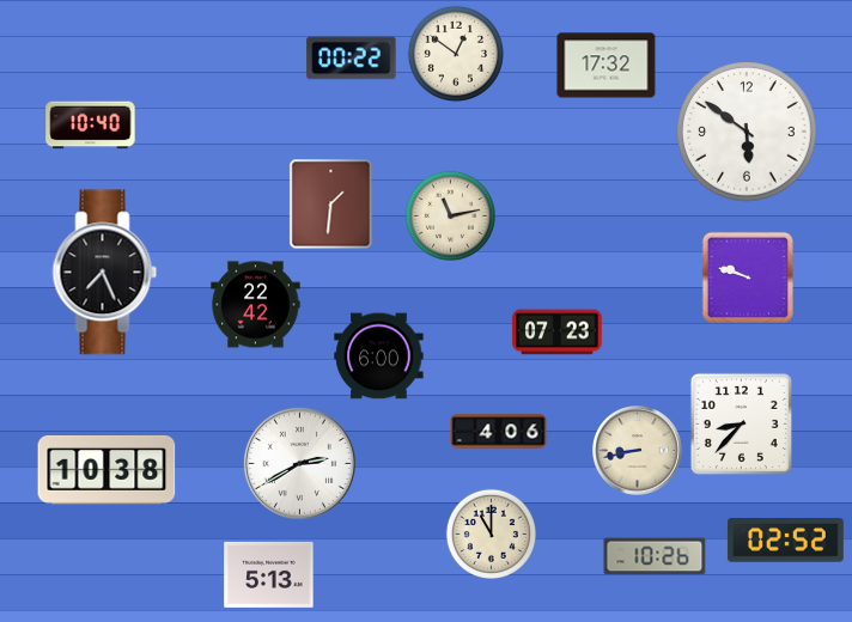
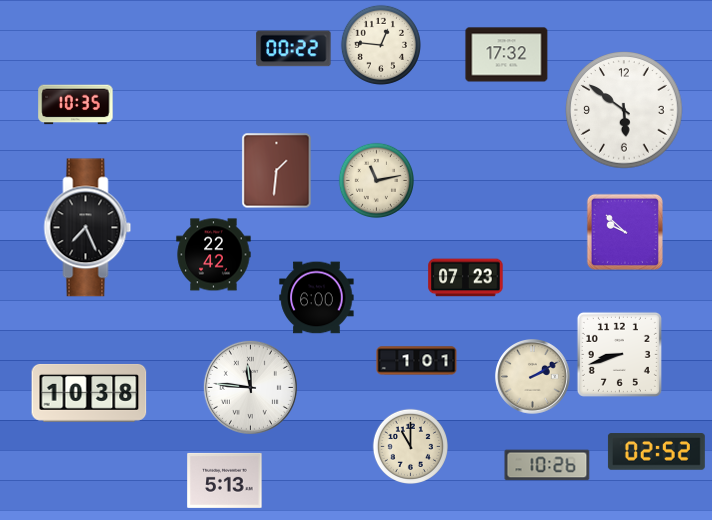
clock at (456, 54): 12:51 -> 12:46
clock at (91, 126): 10:40 -> 10:35
clock at (748, 278): 9:48 -> 9:52
clock at (741, 423): 8:37 -> 8:42
clock at (499, 432): 4:06 -> 1:01
clock at (638, 451): 8:43 -> 2:10
clock at (299, 463): 2:40 -> 11:46
